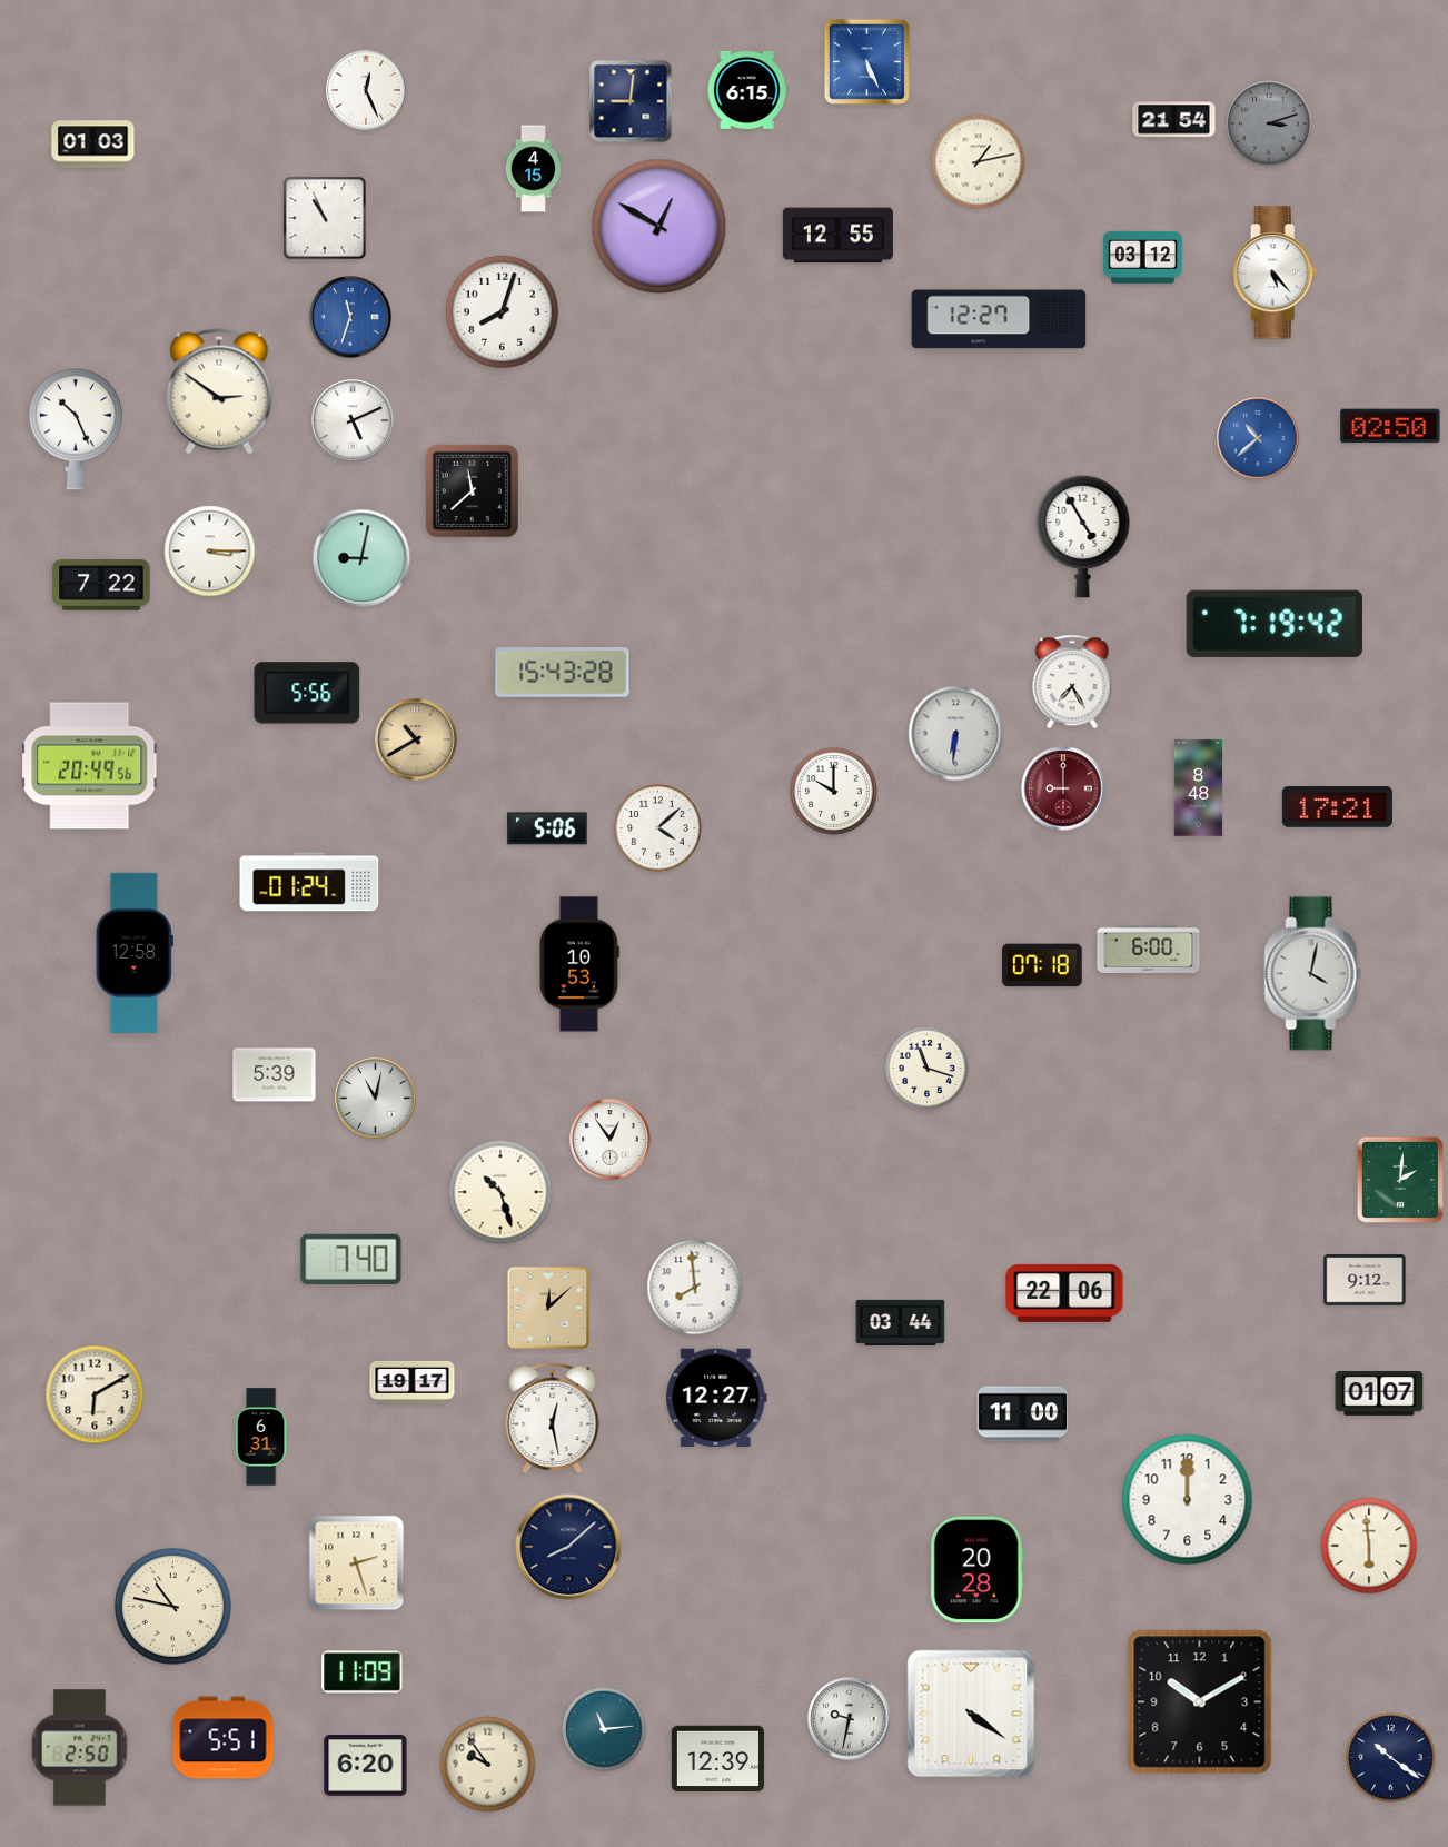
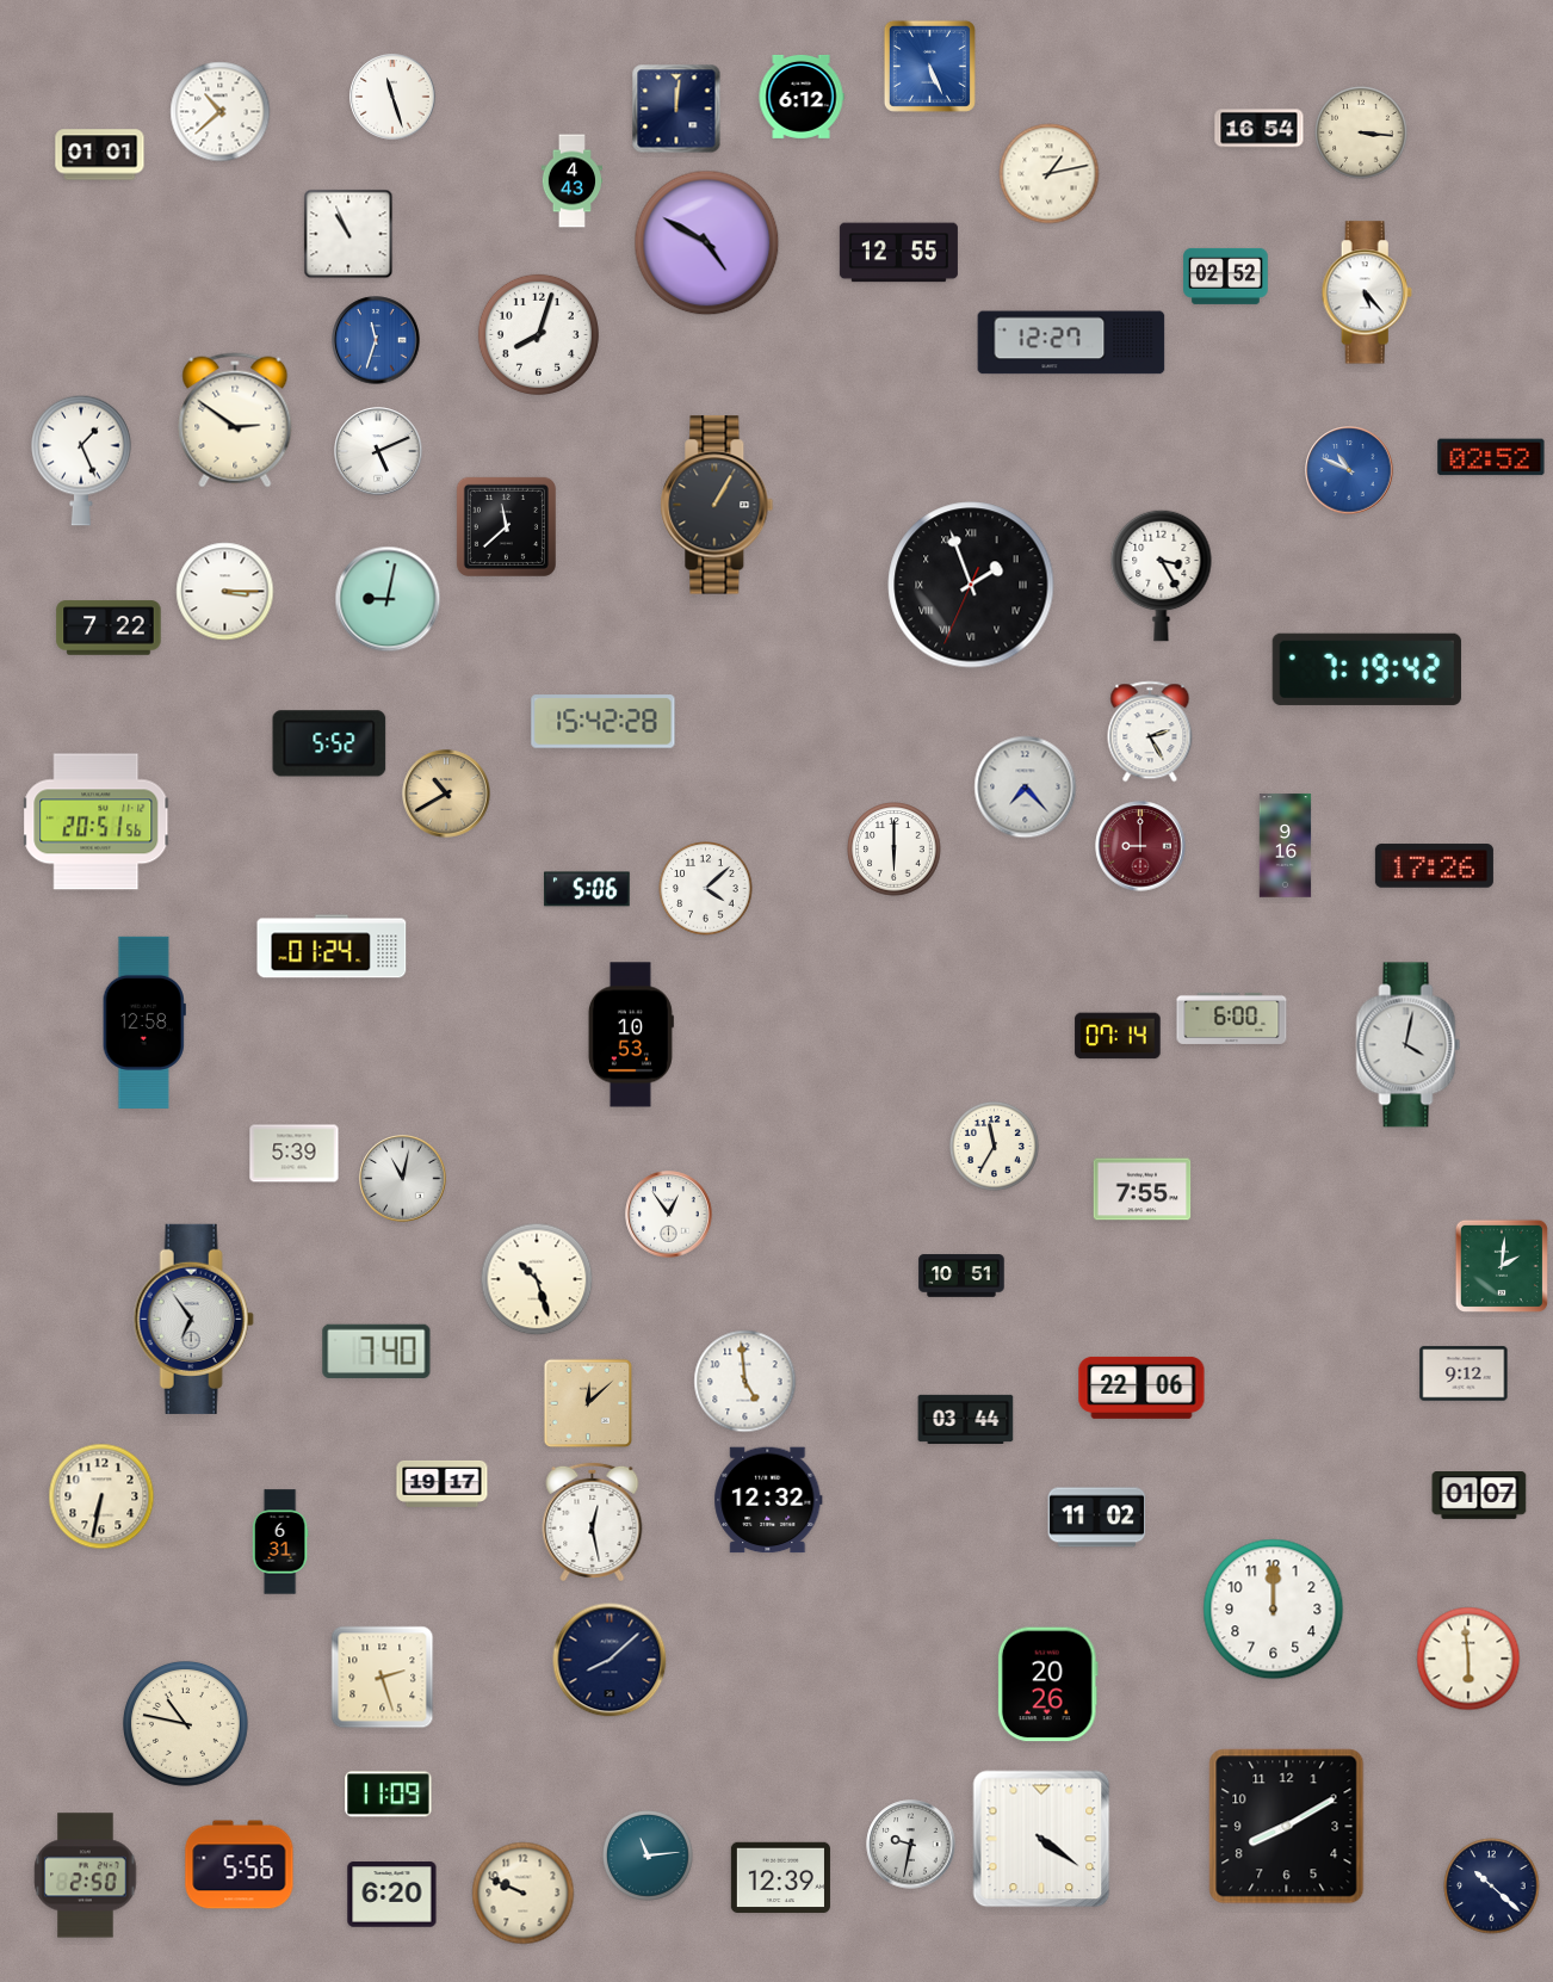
clock at (366, 90): 12:26 -> 11:27
clock at (747, 90): 6:15 -> 6:12
clock at (631, 101): 9:01 -> 12:01
clock at (221, 112): none -> 10:38
clock at (1174, 120): 21:54 -> 16:54
clock at (1269, 123): 3:12 -> 3:16
clock at (1269, 123) dial: grey -> cream
clock at (93, 145): 01:03 -> 01:01
clock at (534, 169): 4:15 -> 4:43
clock at (659, 227): 12:50 -> 4:50
clock at (1143, 257): 03:12 -> 02:52
clock at (1390, 426): 02:50 -> 02:52
clock at (76, 429): 10:26 -> 1:26
clock at (1258, 438): 10:38 -> 10:49
clock at (717, 505): none -> 1:05
clock at (1083, 536): 4:55 -> 3:25
clock at (971, 585): none -> 1:56
clock at (563, 673): 15:43 -> 15:42
clock at (1072, 682): 7:25 -> 2:25
clock at (307, 693): 5:56 -> 5:52
clock at (956, 734): 6:31 -> 7:23
clock at (90, 766): 20:49 -> 20:51
clock at (1199, 788): 8:48 -> 9:16
clock at (834, 792): 10:00 -> 6:00
clock at (1337, 807): 17:21 -> 17:26
clock at (579, 964) position: (579, 964) -> (631, 1035)
clock at (1042, 965): 07:18 -> 07:14
clock at (926, 1068): 11:18 -> 11:35
clock at (1143, 1190): none -> 7:55
clock at (611, 1140) position: (611, 1140) -> (669, 1215)
clock at (961, 1276): none -> 10:51
clock at (193, 1319): none -> 6:54
clock at (695, 1288): 7:59 -> 4:59
clock at (95, 1394): 6:10 -> 6:32
clock at (716, 1398): 12:27 -> 12:32
clock at (1023, 1414): 11:00 -> 11:02
clock at (976, 1570): 20:28 -> 20:26
clock at (1200, 1702): 10:10 -> 8:10
clock at (224, 1738): 5:51 -> 5:56
clock at (1391, 1758): 10:21 -> 10:22
clock at (717, 1759) position: (717, 1759) -> (780, 1878)
clock at (488, 1765): 9:54 -> 9:49
